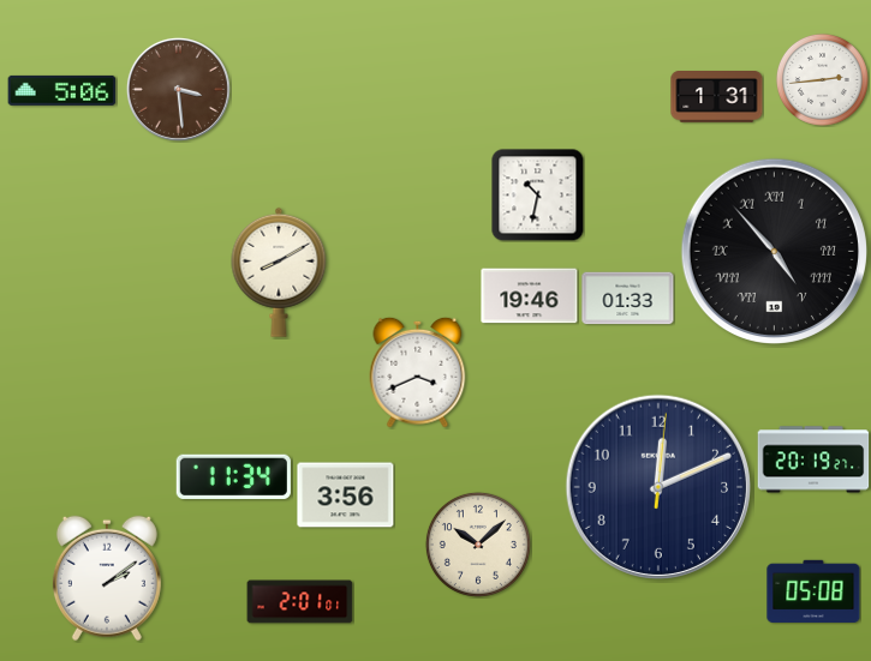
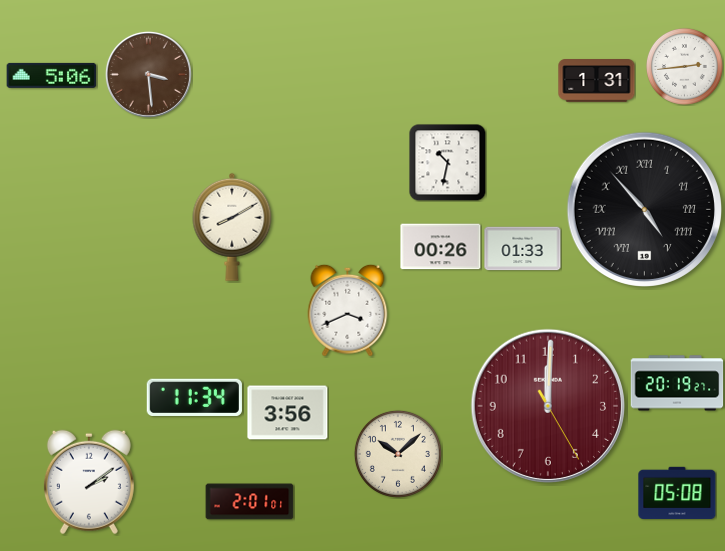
clock at (530, 296): 19:46 -> 00:26
clock at (658, 487): 12:11 -> 12:00
clock at (658, 487) dial: navy -> burgundy
